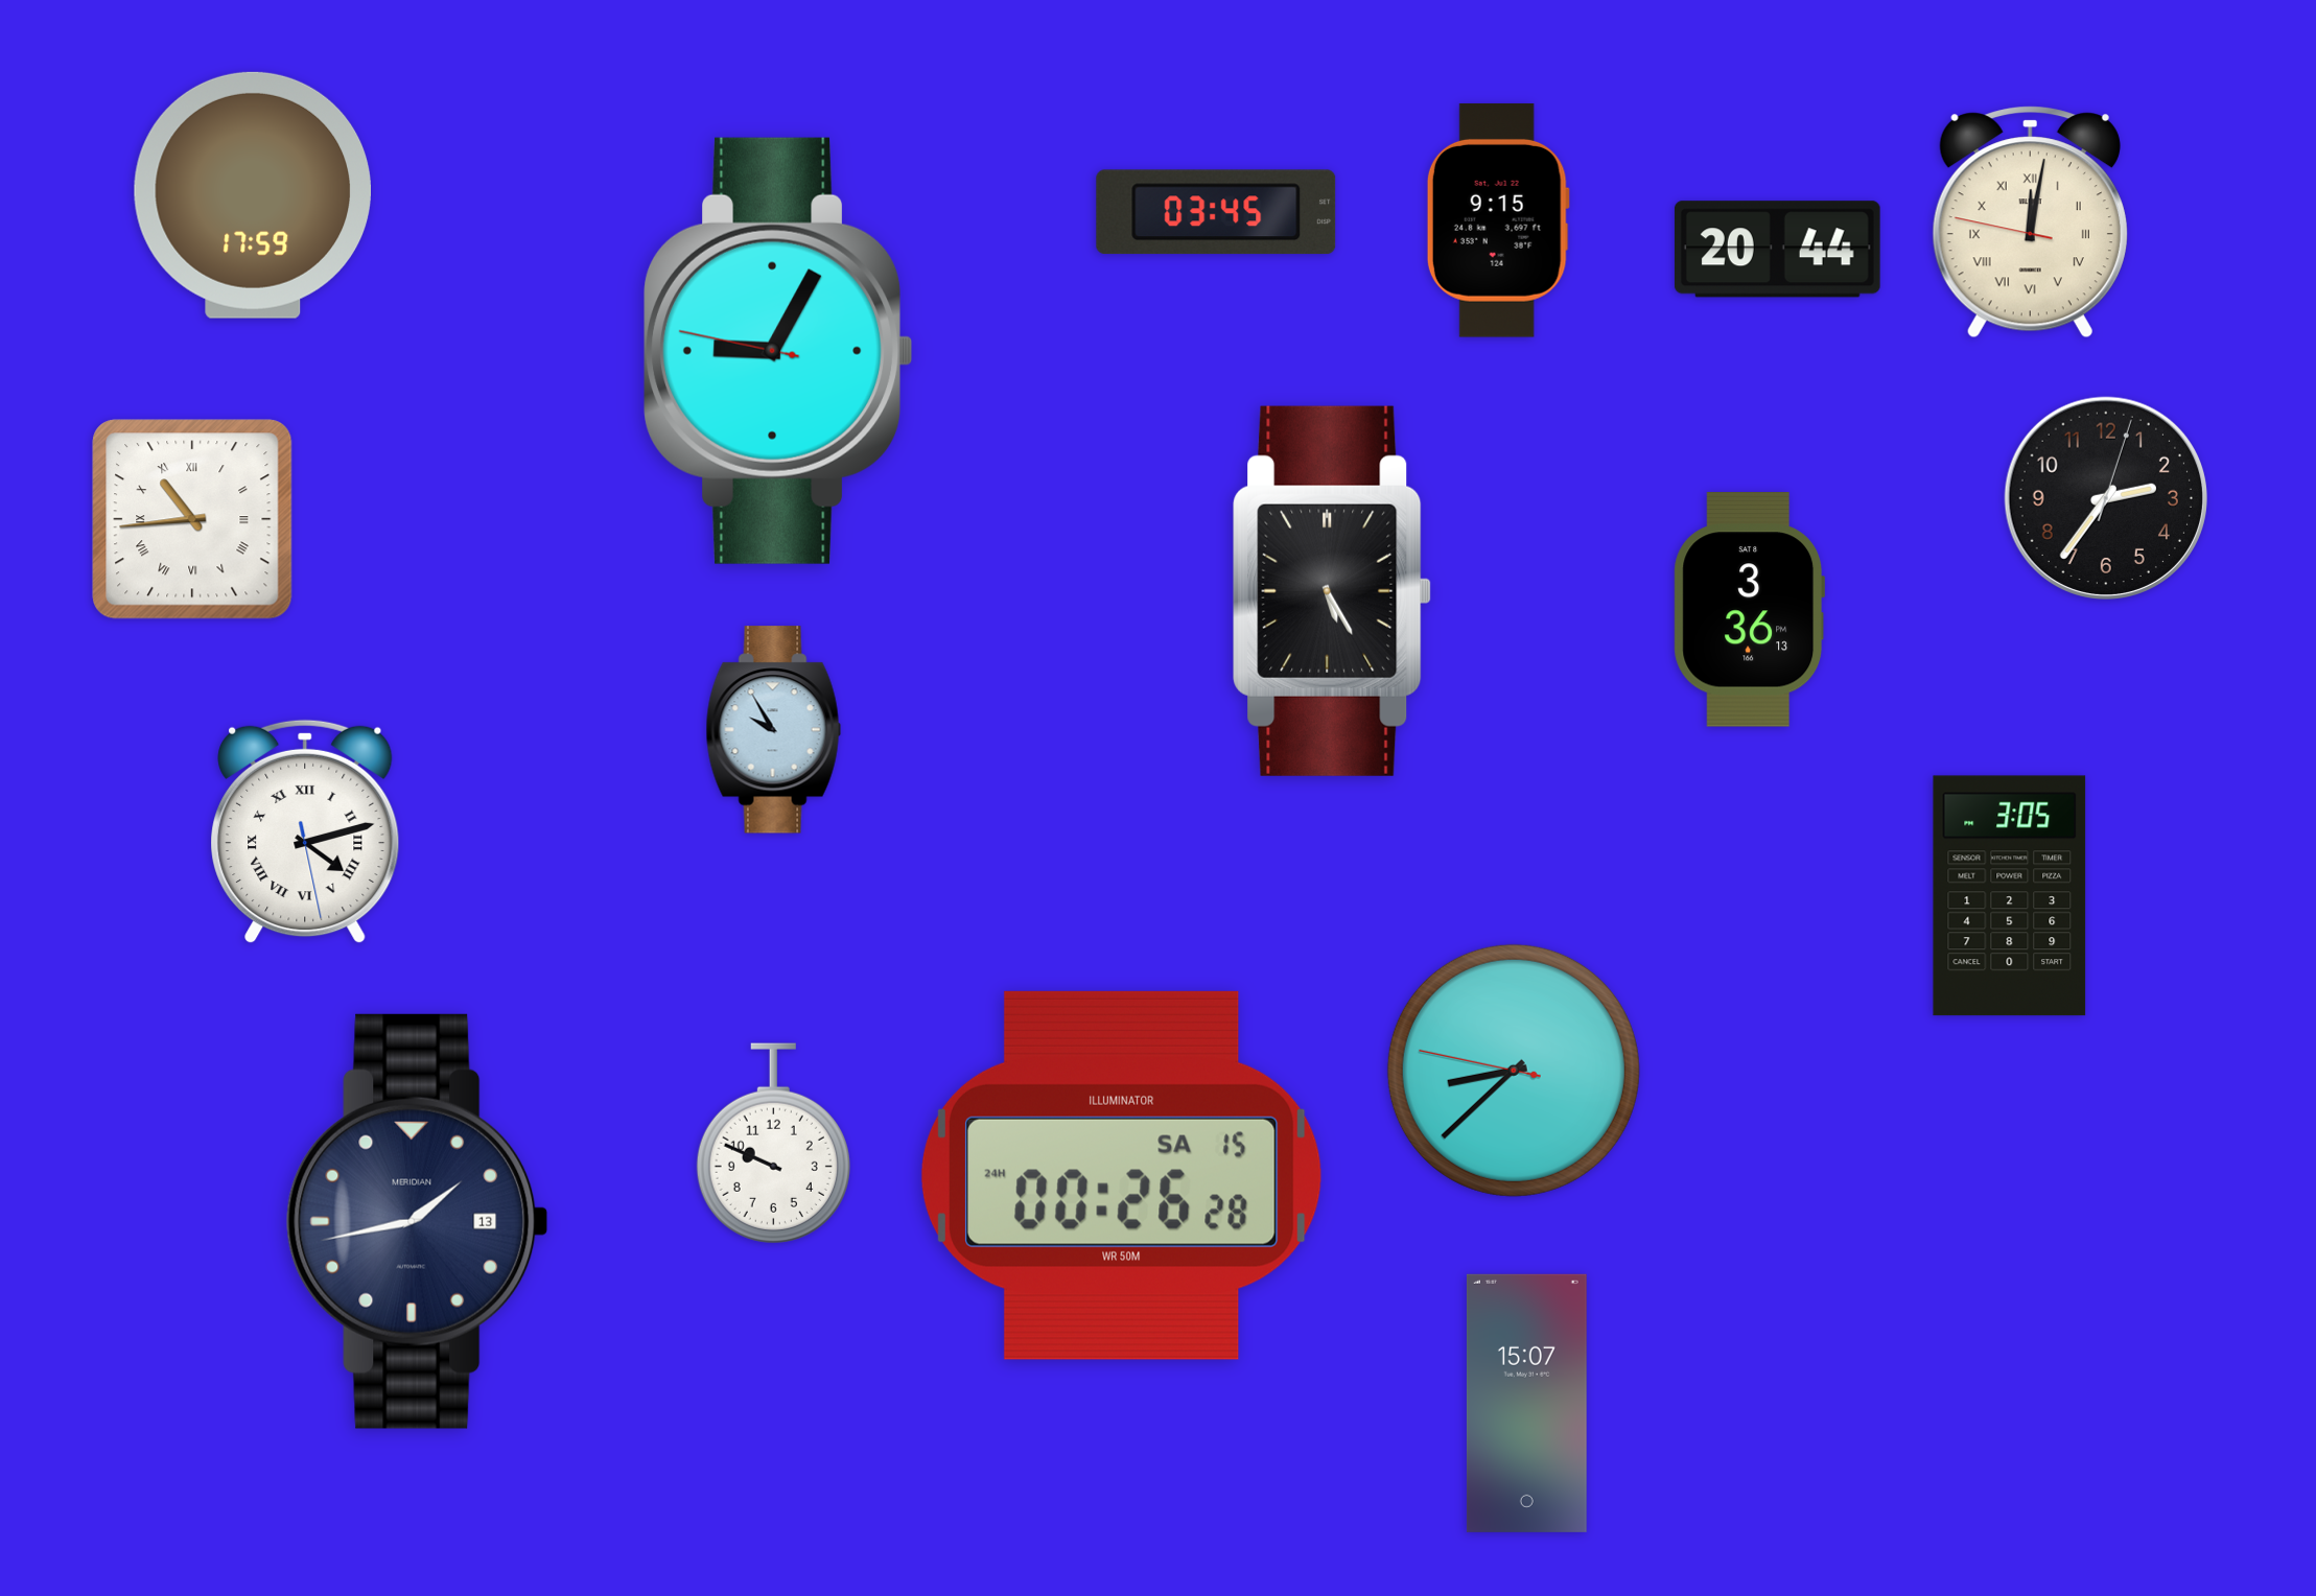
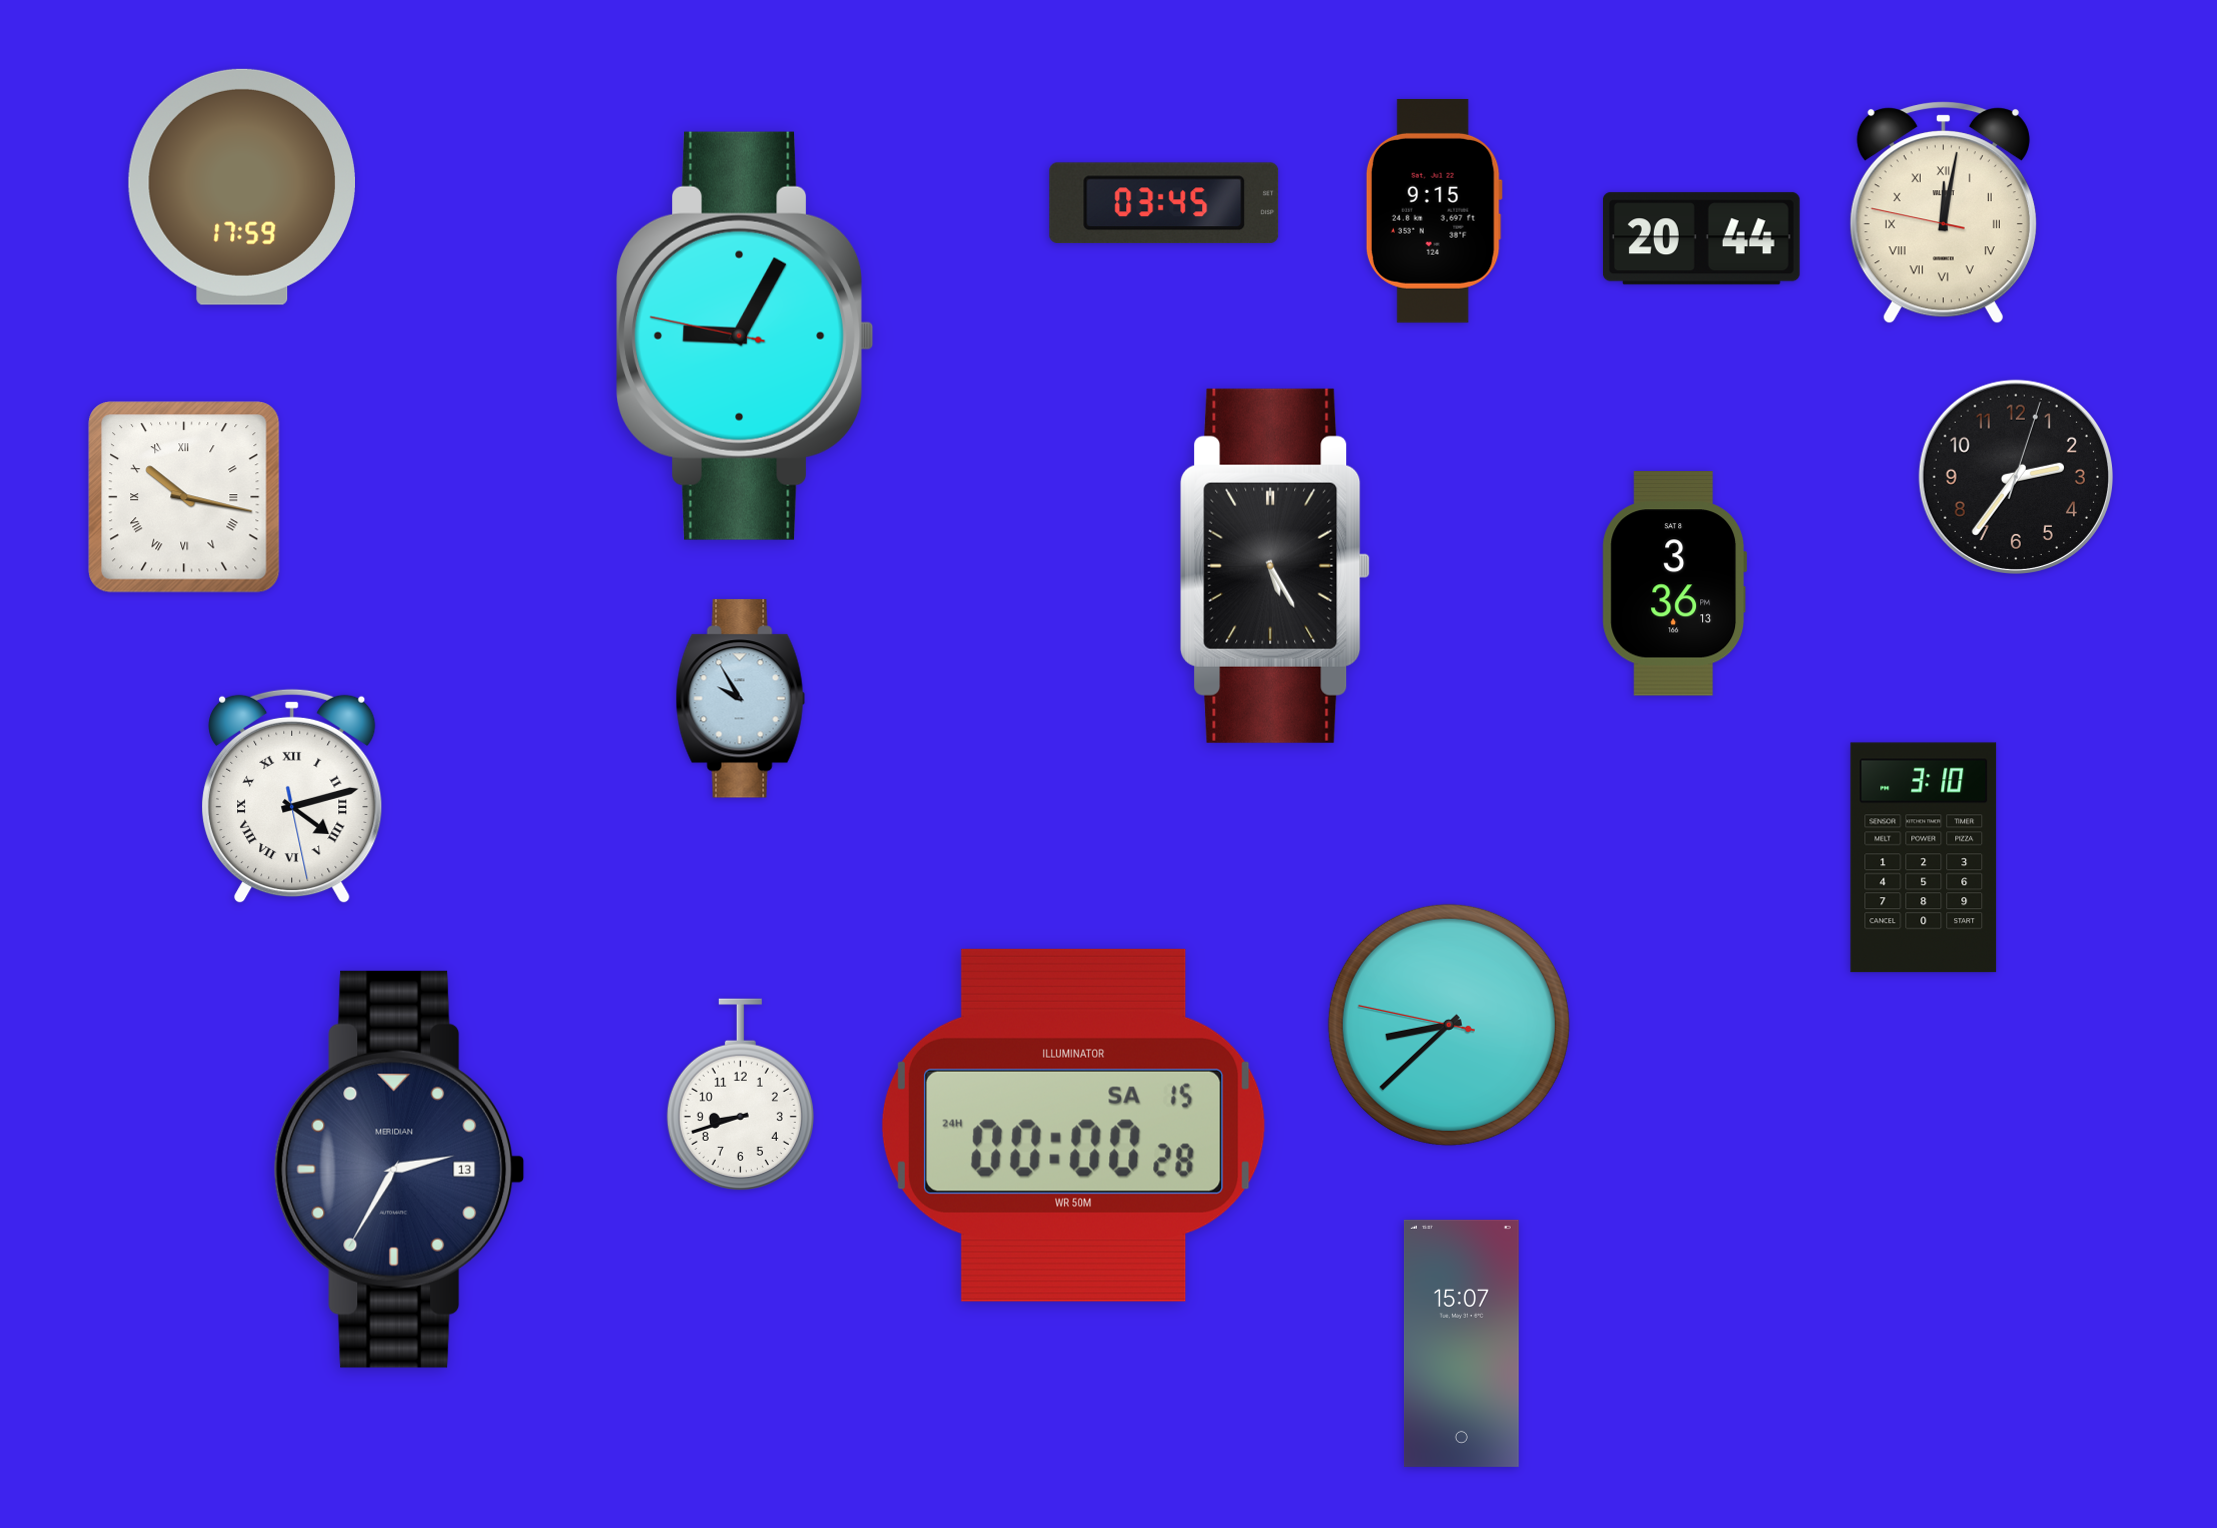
clock at (192, 519): 10:44 -> 10:17
clock at (2010, 896): 3:05 -> 3:10
clock at (773, 1144): 9:49 -> 8:42
clock at (1121, 1175): 00:26 -> 00:00
clock at (418, 1221): 1:43 -> 2:35
